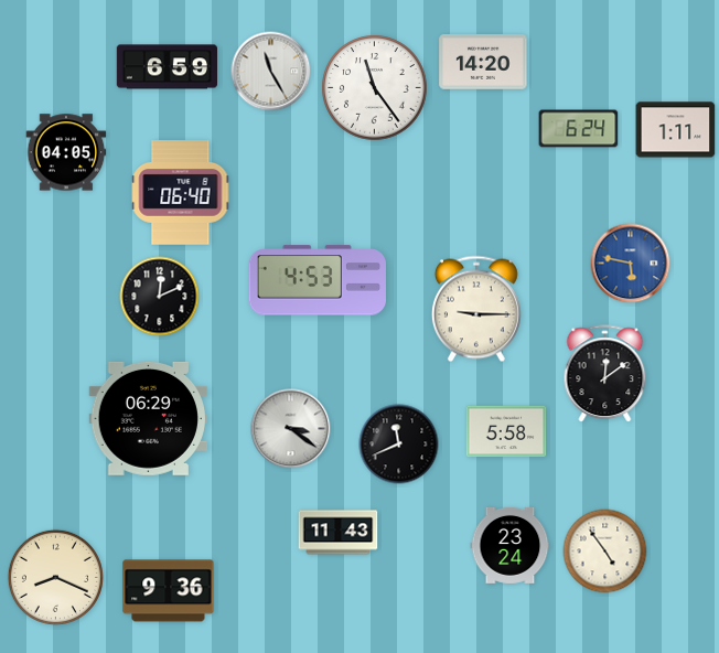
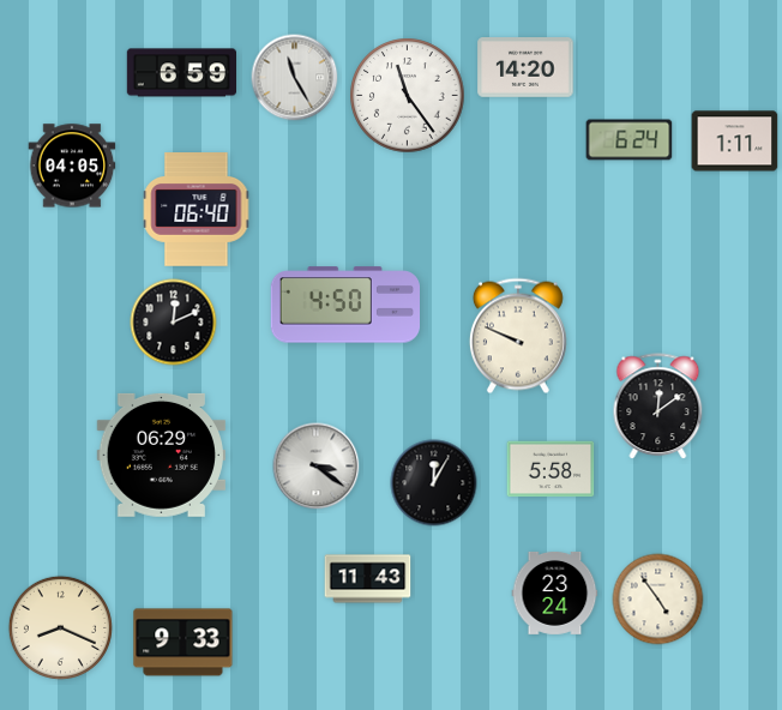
clock at (631, 264): 5:47 -> none
clock at (316, 280): 4:53 -> 4:50
clock at (476, 309): 9:15 -> 9:49
clock at (399, 445): 11:41 -> 12:05
clock at (169, 591): 9:36 -> 9:33
